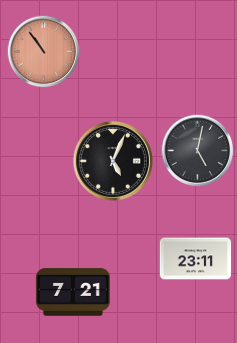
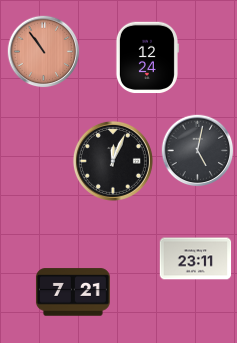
clock at (147, 58): none -> 12:24
clock at (113, 161): 5:04 -> 12:04
